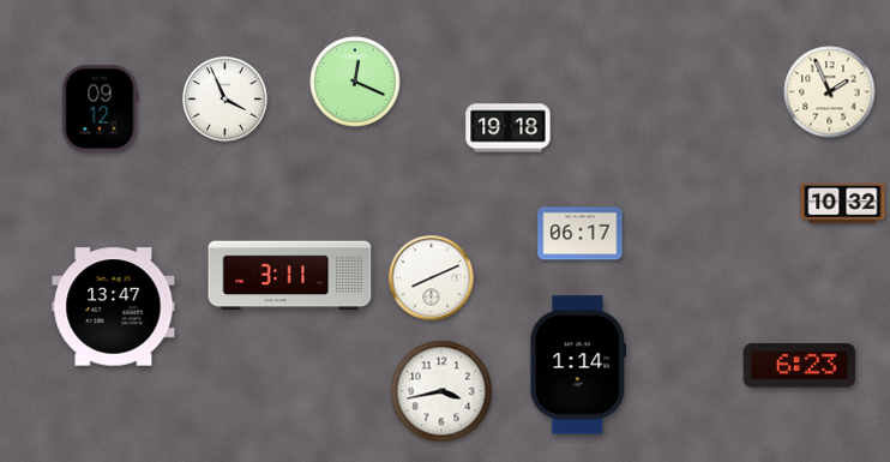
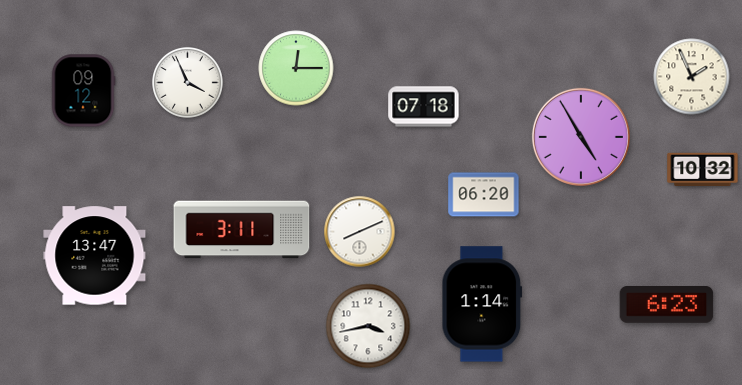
clock at (355, 82): 12:19 -> 12:15
clock at (509, 128): 19:18 -> 07:18
clock at (581, 137): none -> 4:55
clock at (581, 234): 06:17 -> 06:20
